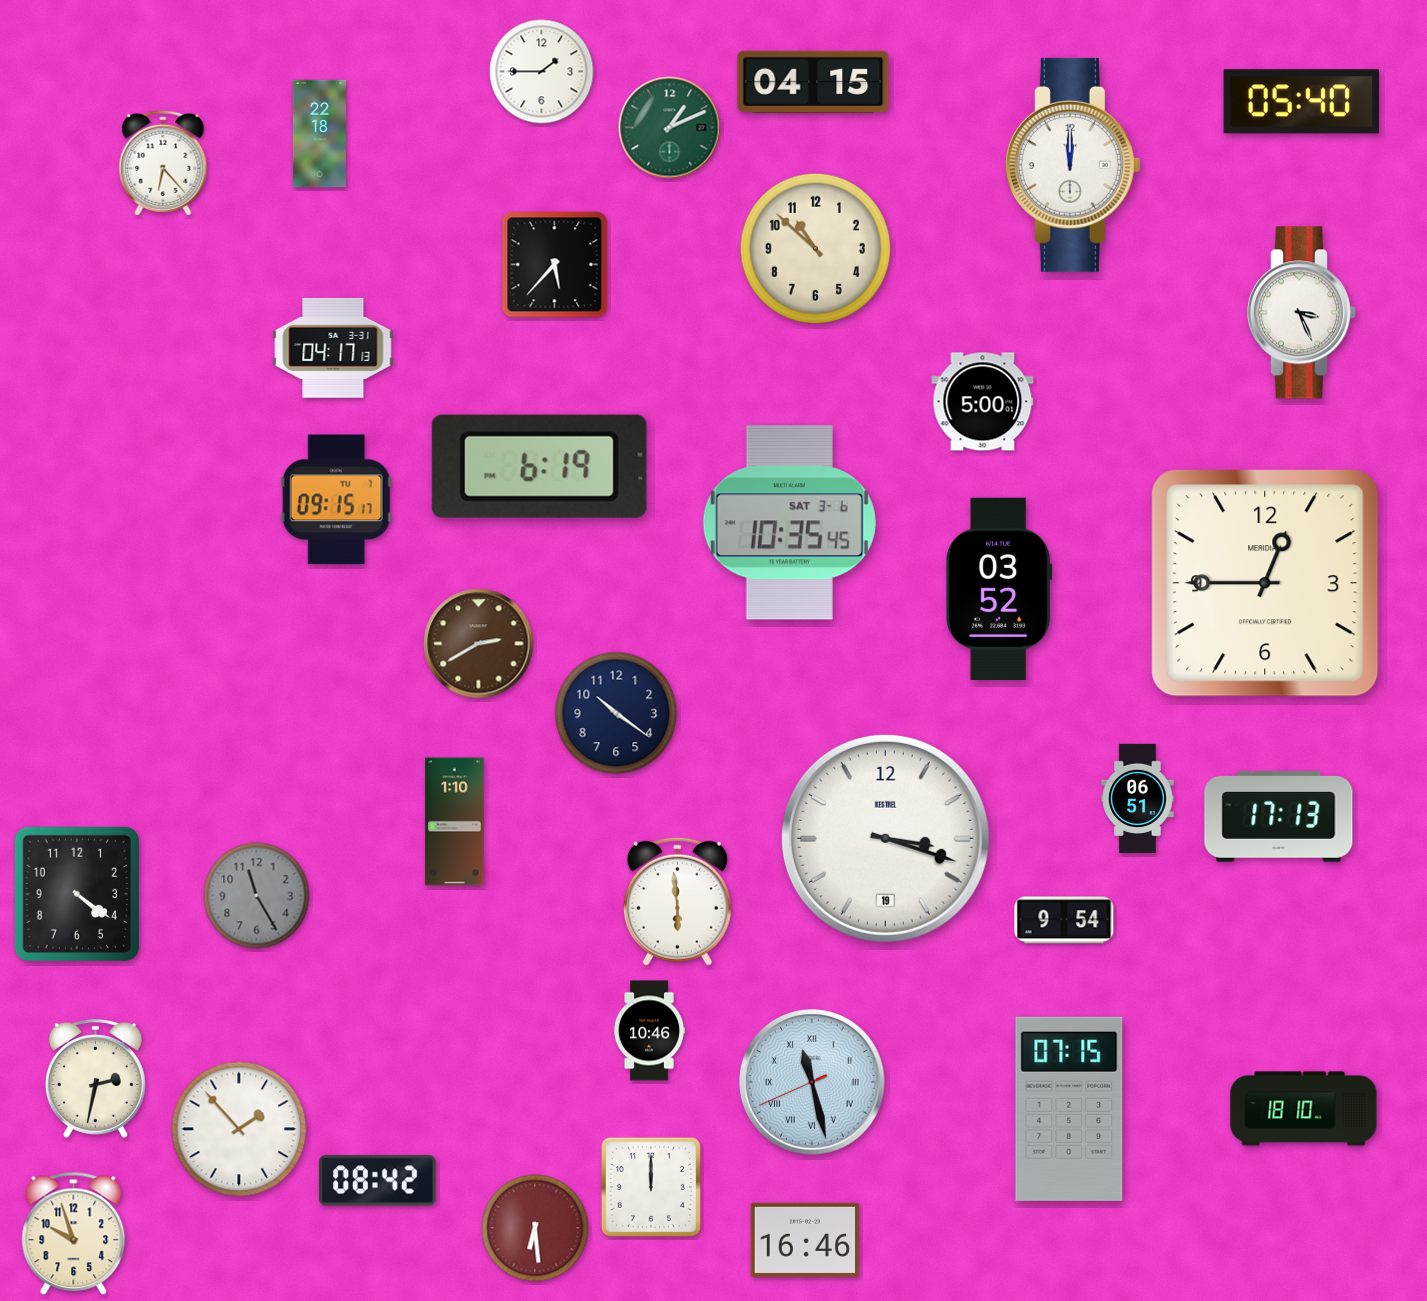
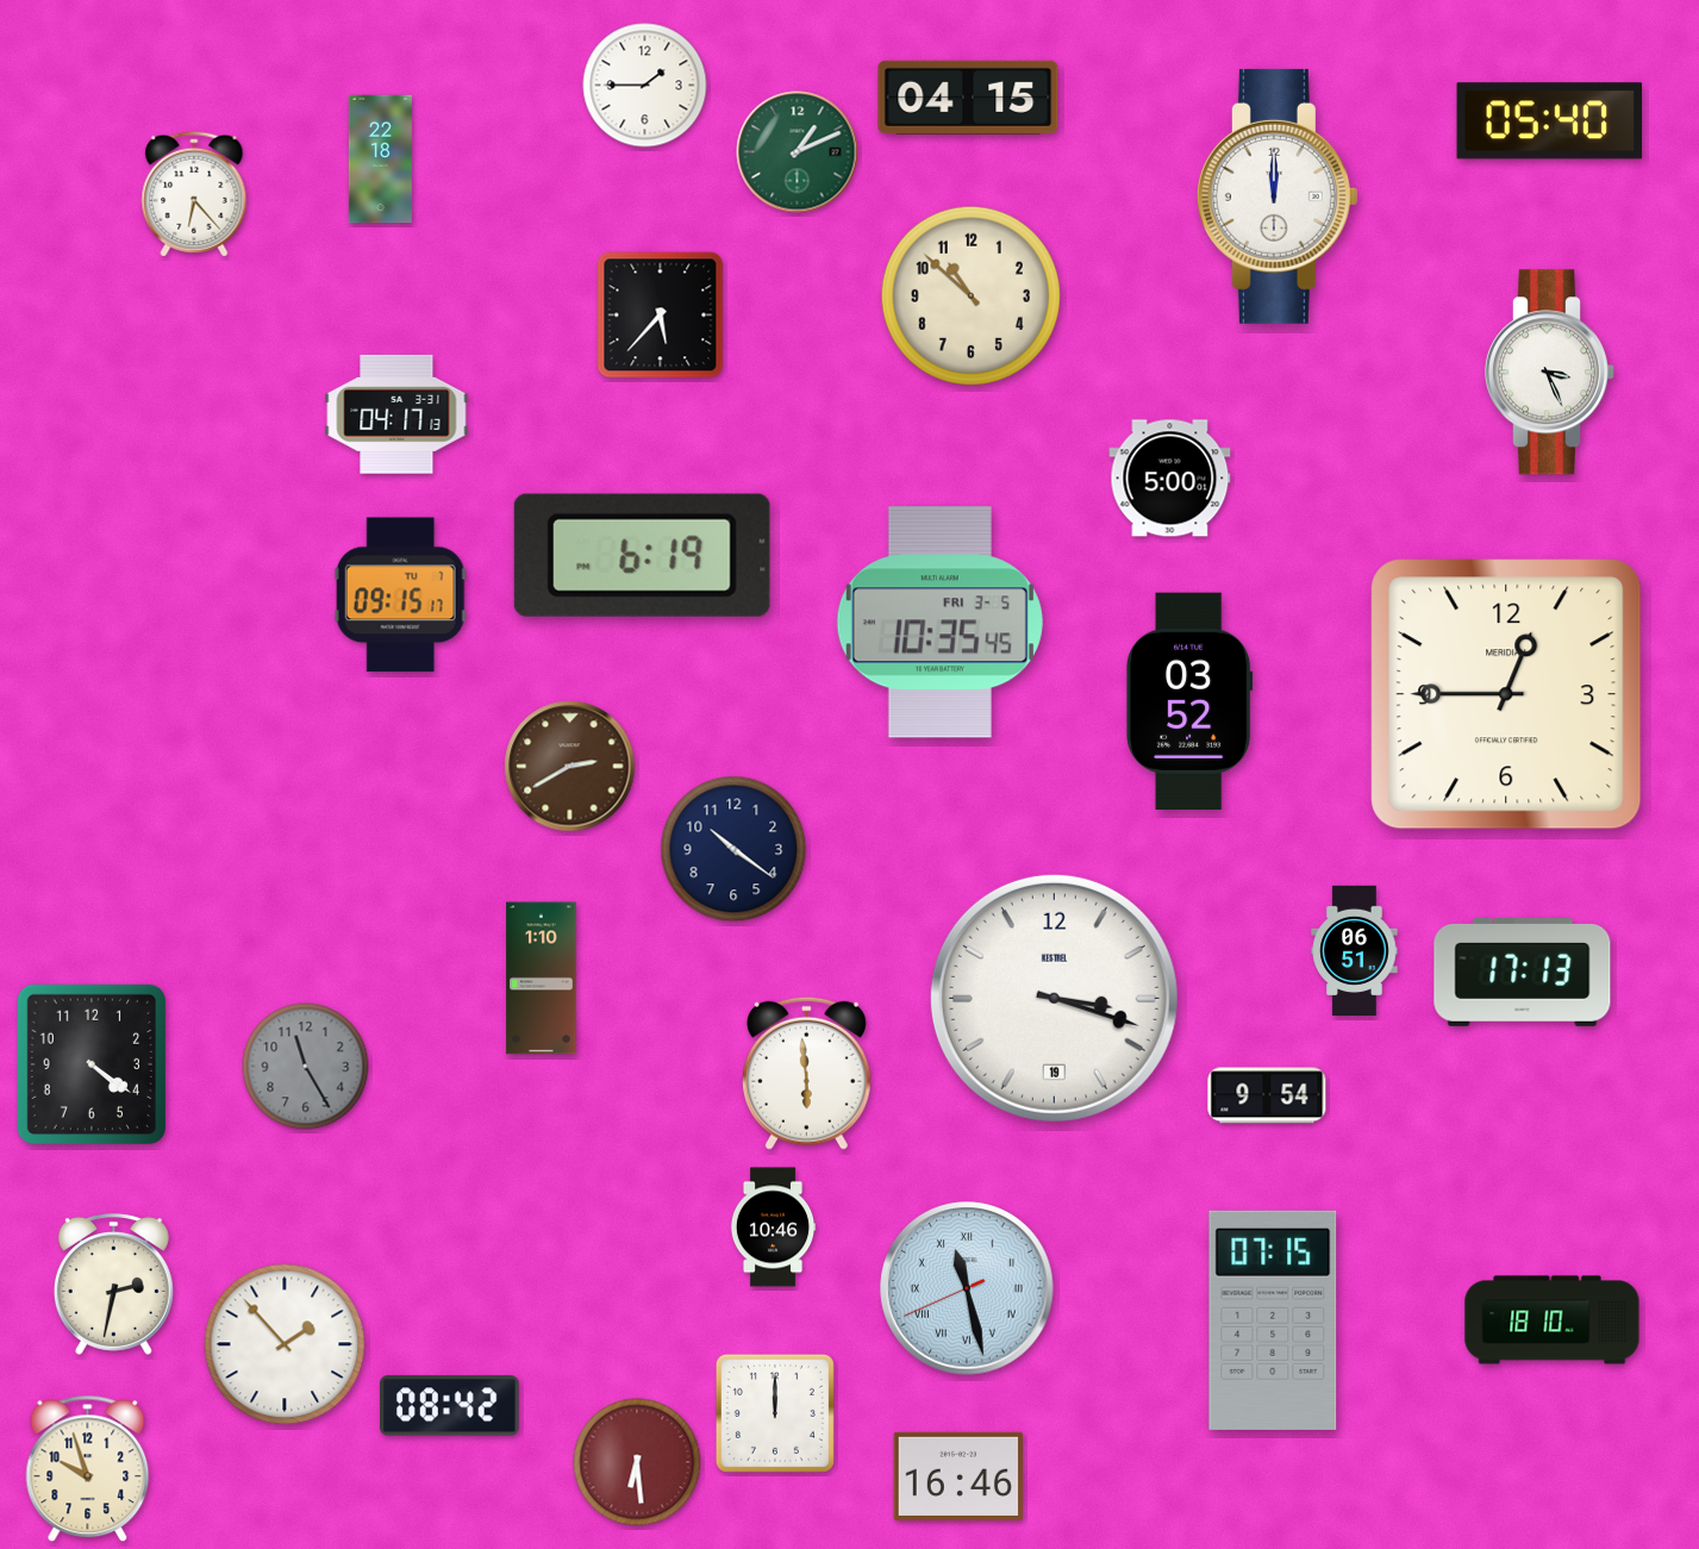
clock at (789, 523) date: SAT 3-6 -> FRI 3-5
